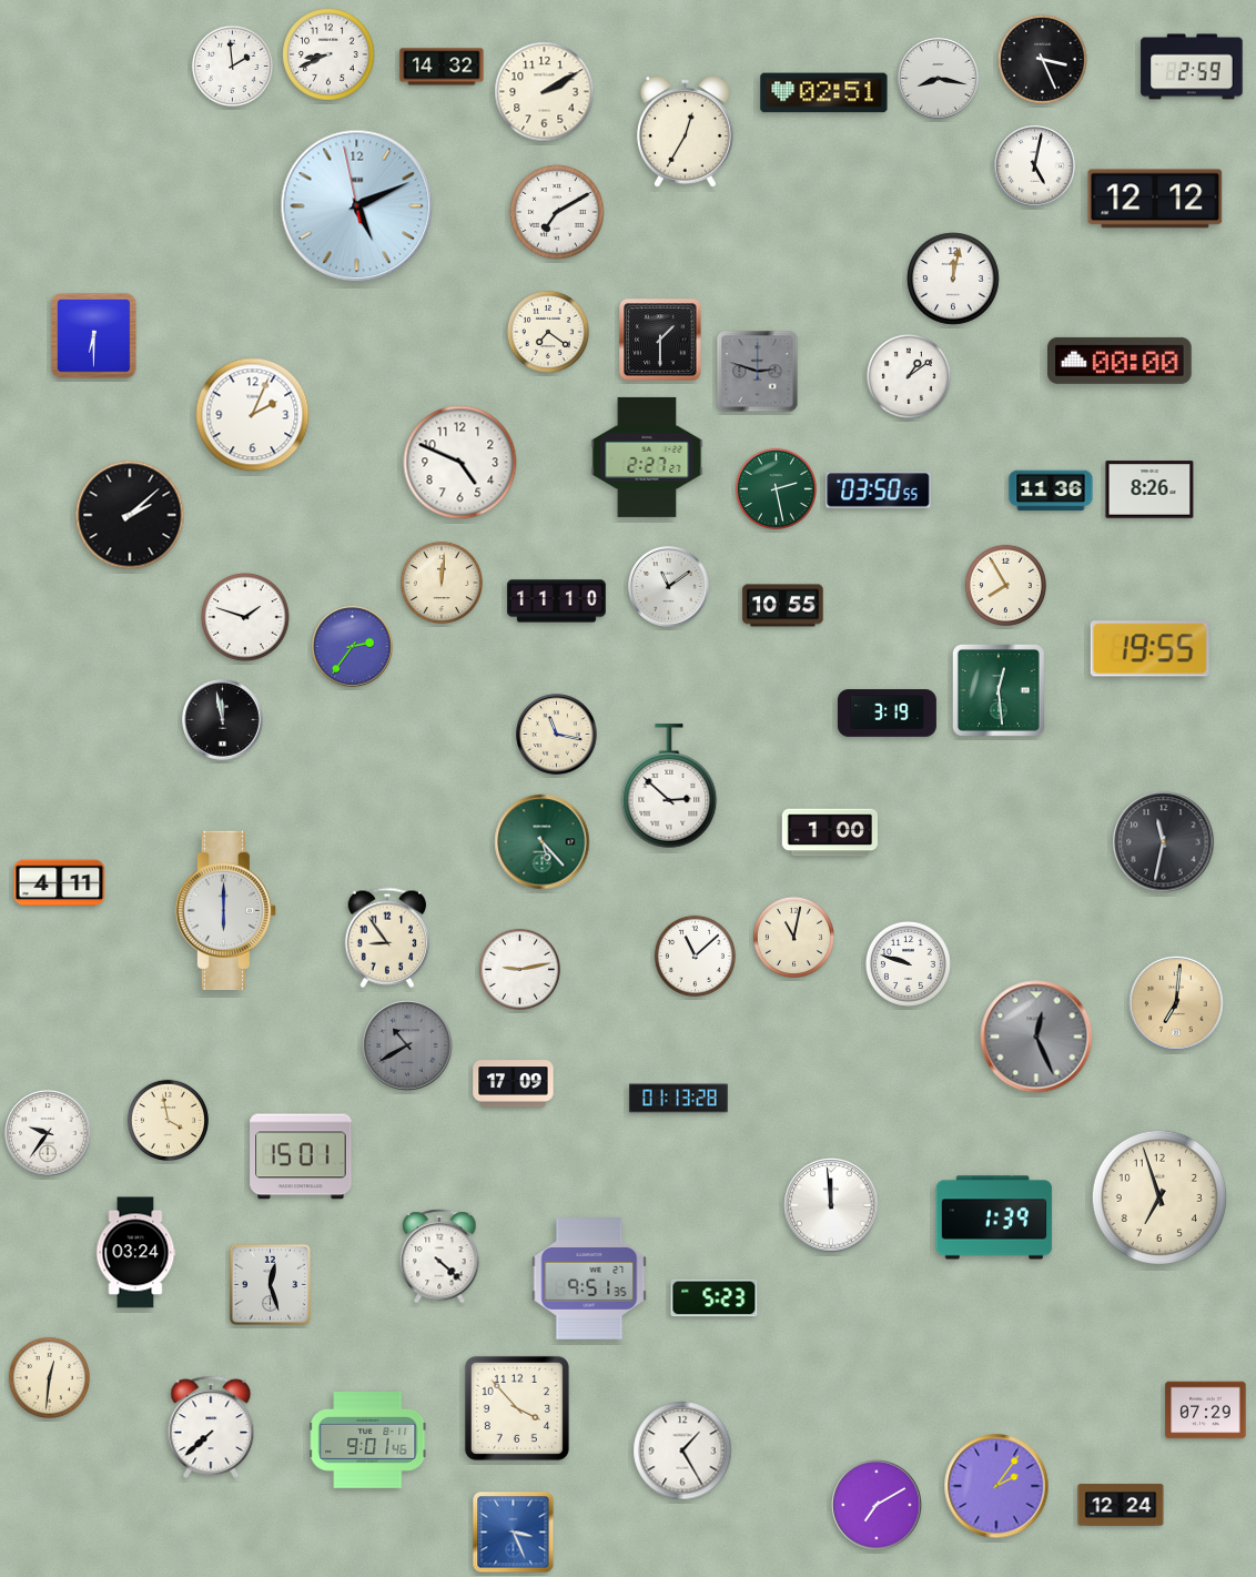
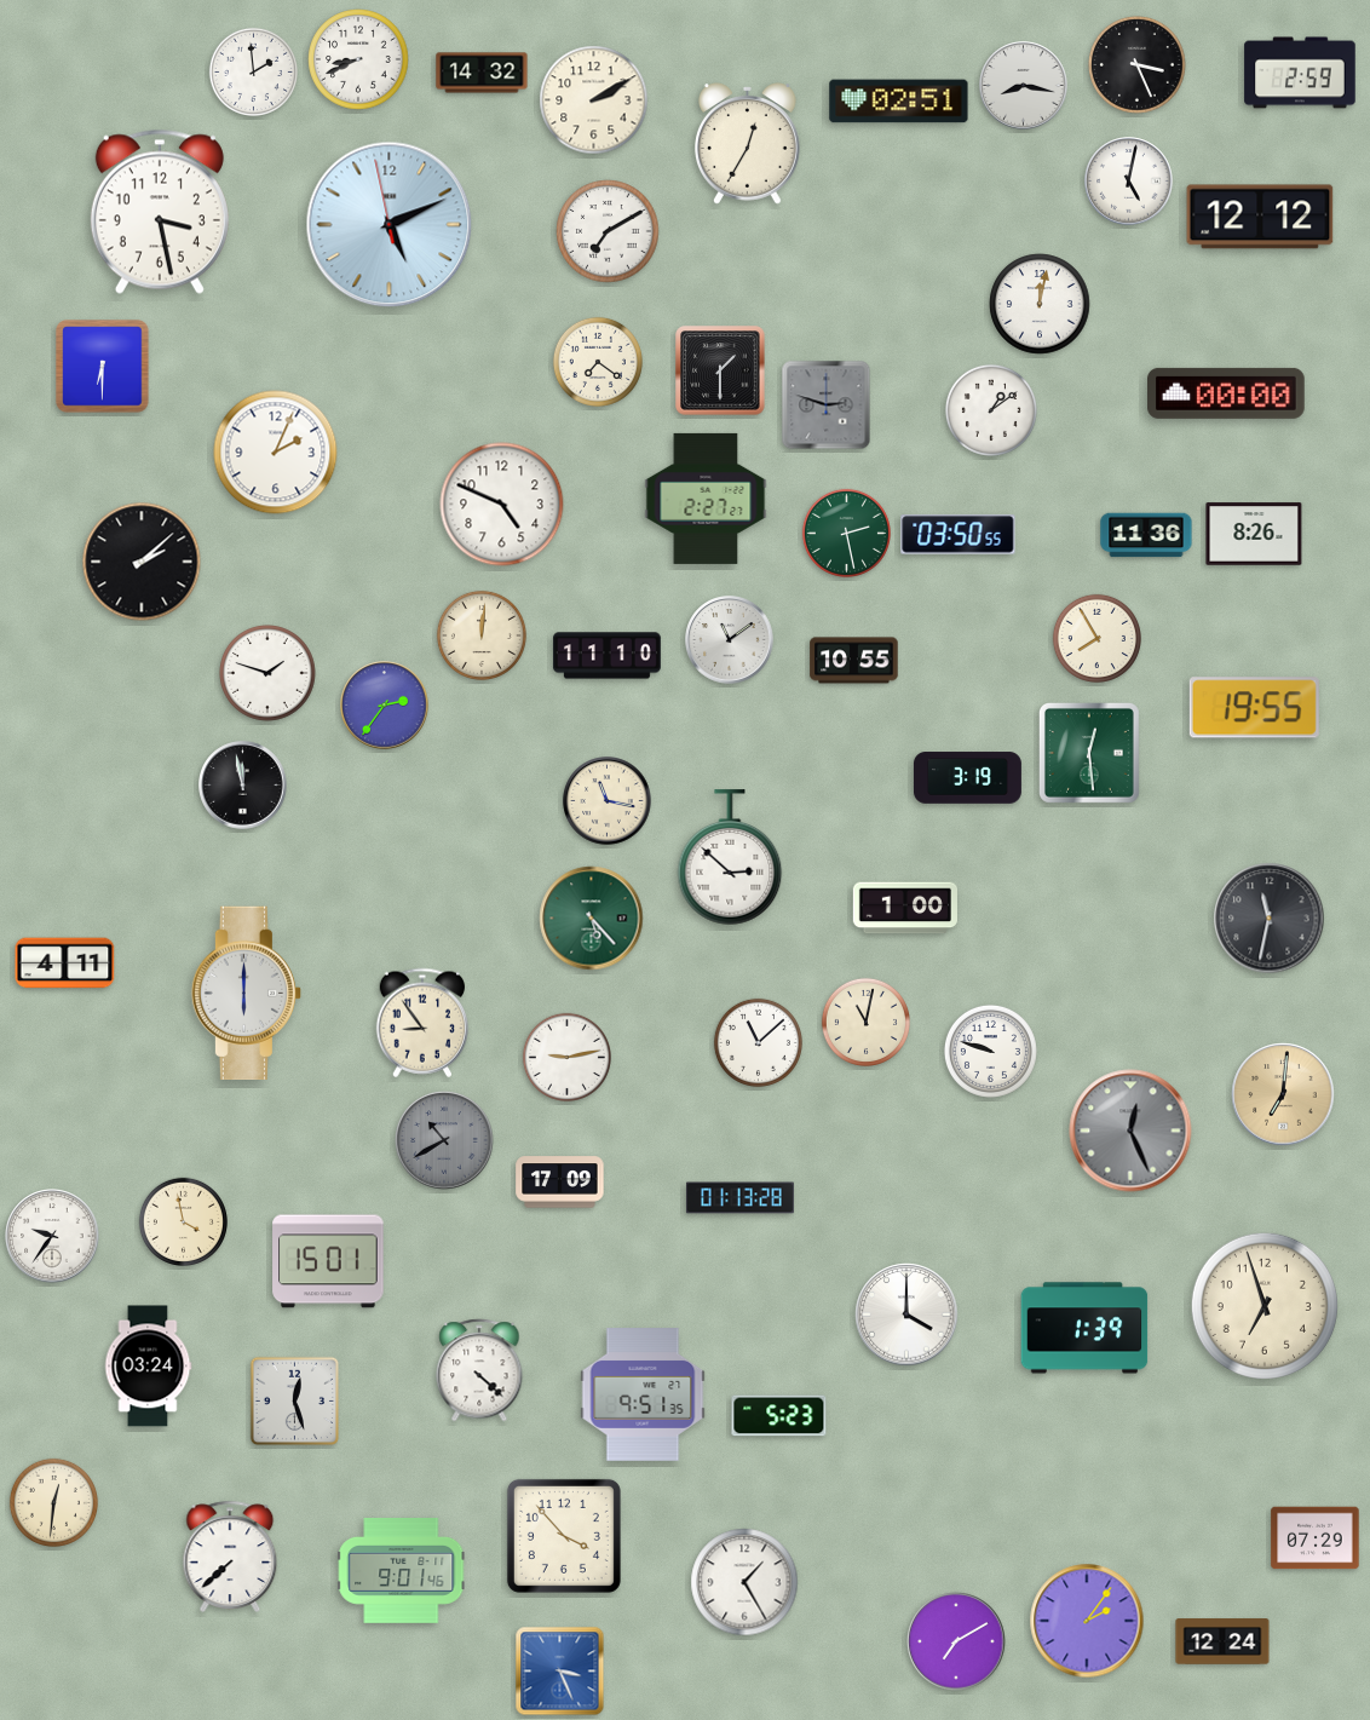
clock at (160, 212): none -> 3:28
clock at (1121, 361) position: (1121, 361) -> (1227, 393)
clock at (831, 1205): 11:59 -> 4:00
